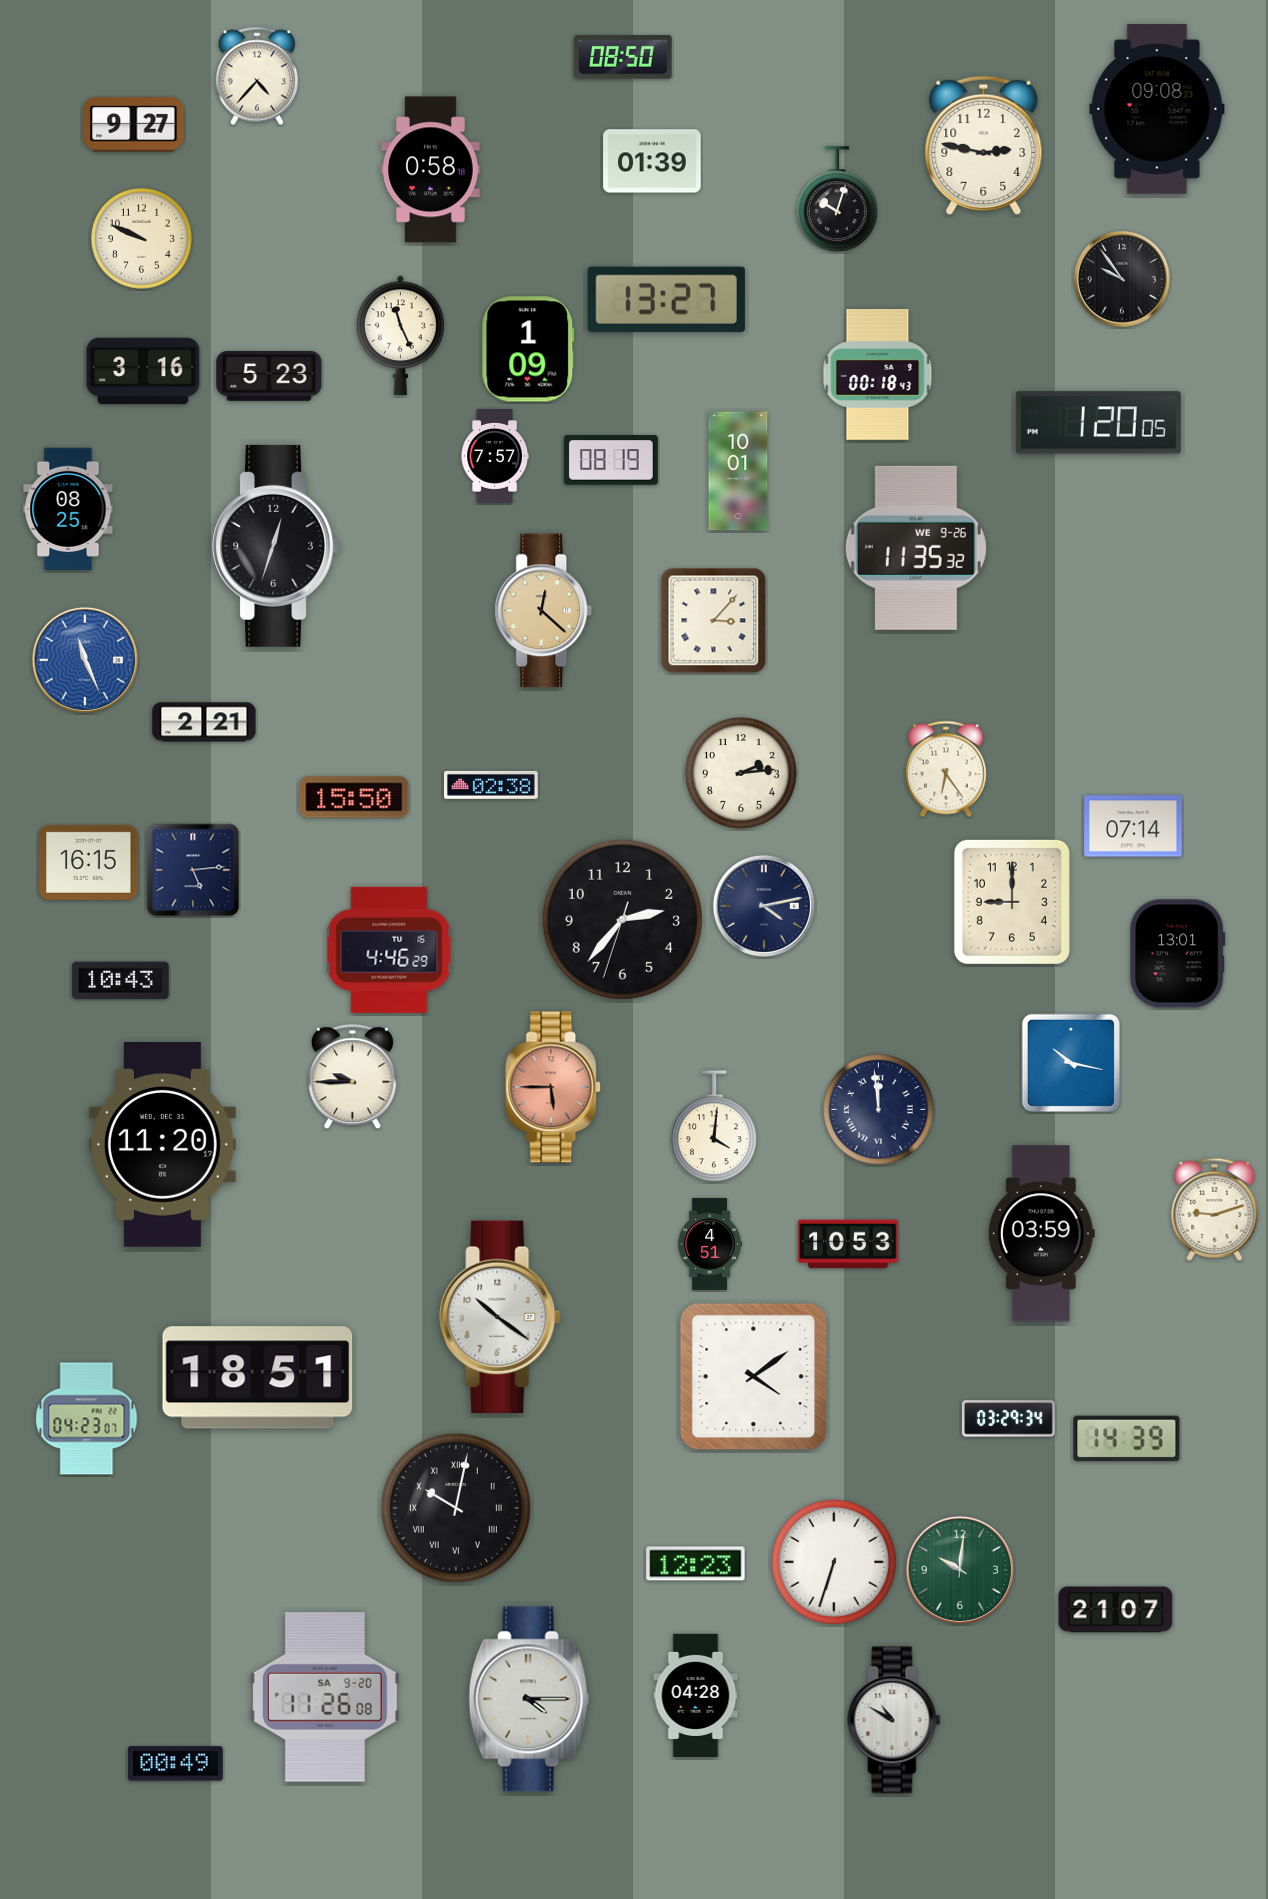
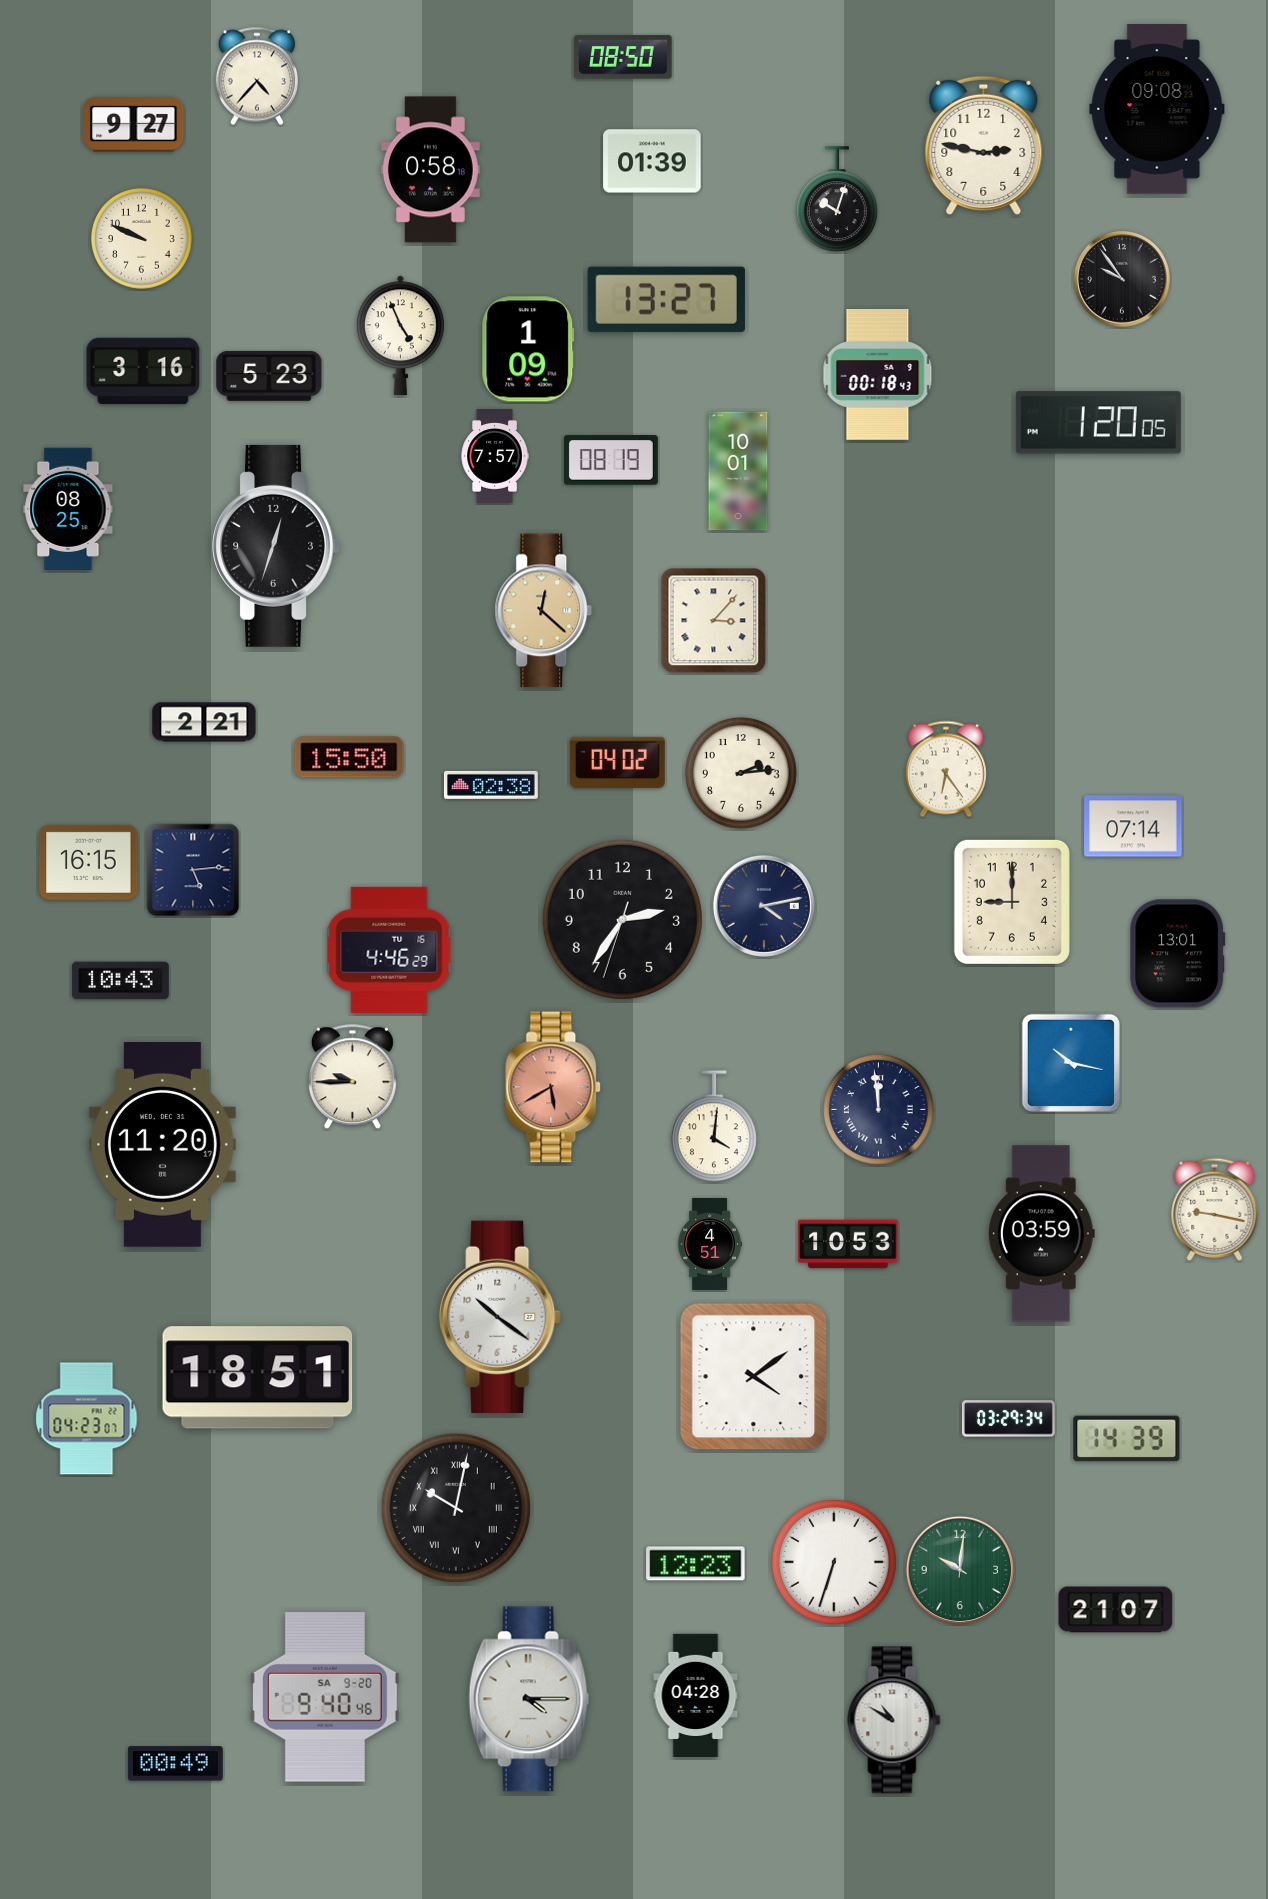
clock at (400, 336): 11:26 -> 4:56
clock at (916, 548): 11:35 -> none
clock at (85, 660): 11:26 -> none
clock at (618, 762): none -> 04:02
clock at (354, 797) position: (354, 797) -> (349, 757)
clock at (622, 919): 2:36 -> 2:35
clock at (554, 1087): 5:45 -> 5:40
clock at (1215, 1209): 9:12 -> 9:17
clock at (325, 1698): 11:26 -> 9:40
